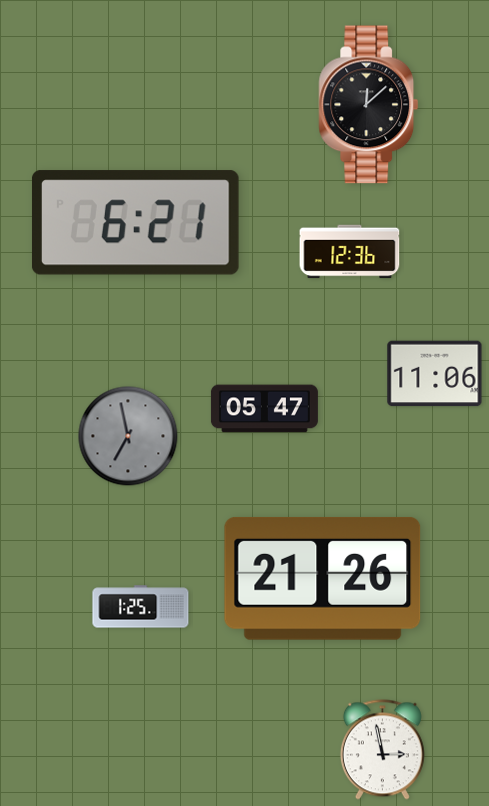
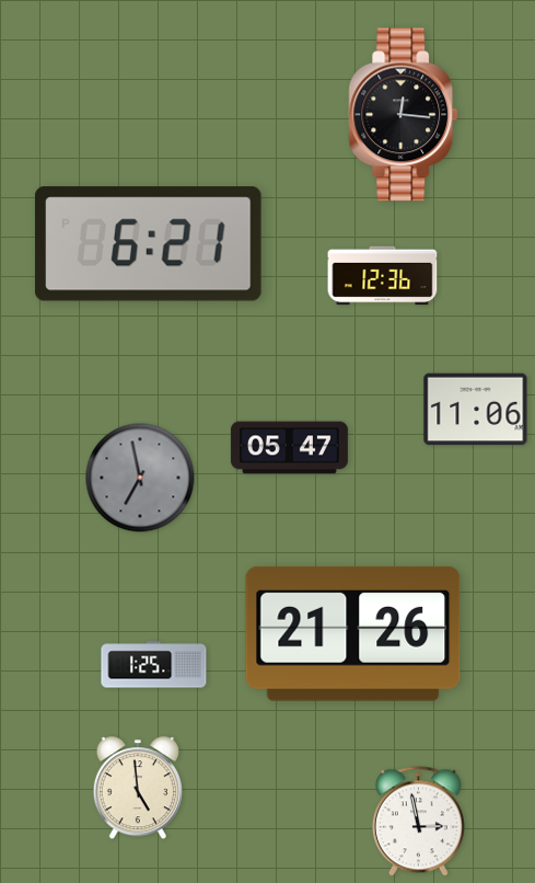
clock at (369, 105): 12:08 -> 12:16
clock at (138, 789): none -> 4:59
